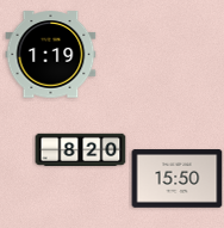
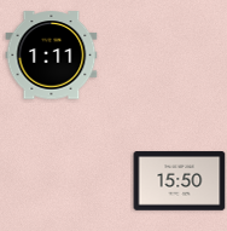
clock at (51, 55): 1:19 -> 1:11
clock at (81, 150): 8:20 -> none
